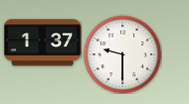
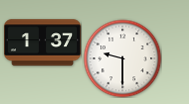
clock at (122, 54) position: (122, 54) -> (122, 58)
